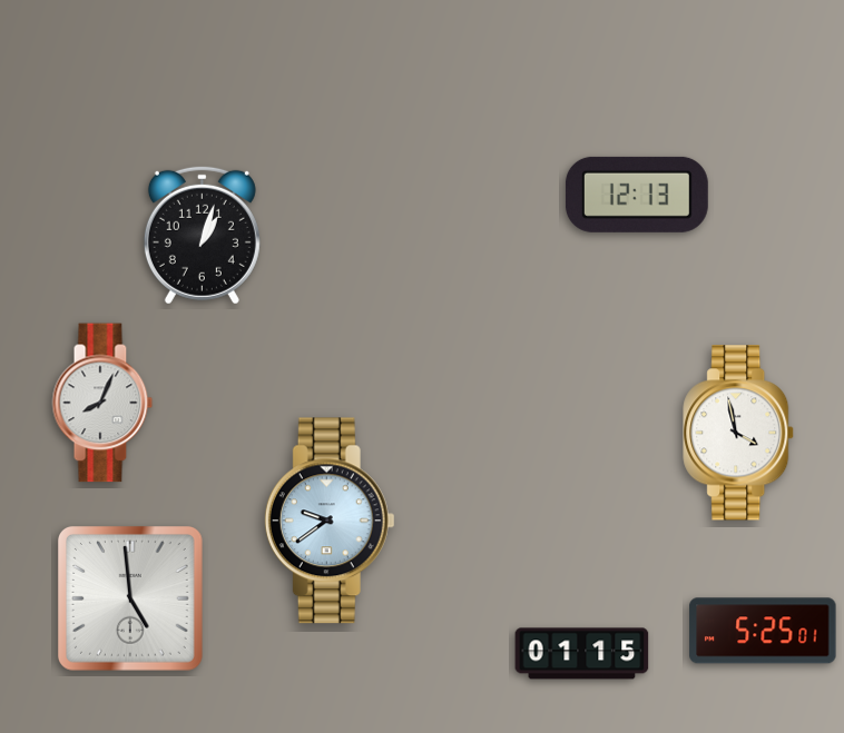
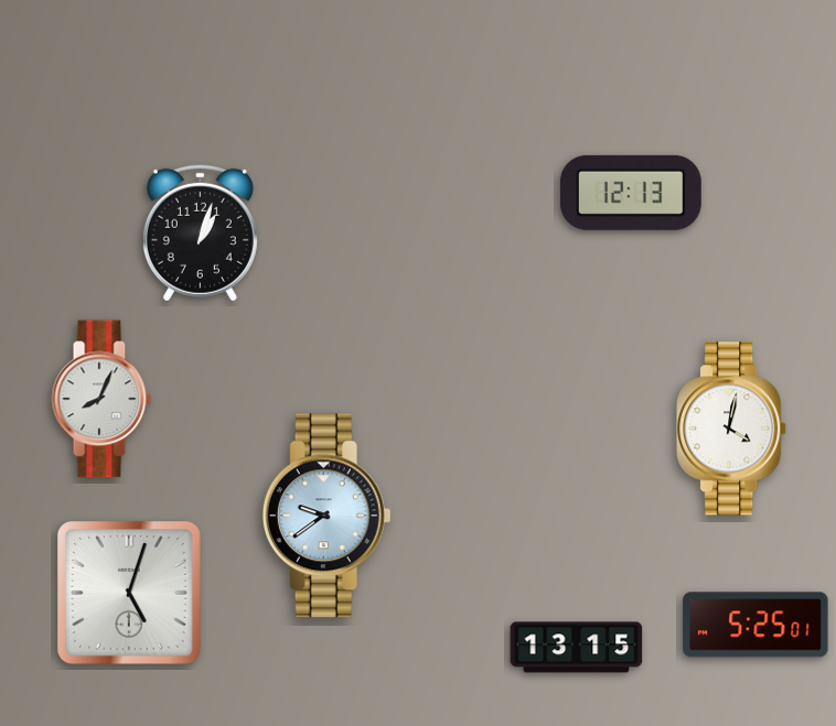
clock at (739, 433): 3:58 -> 4:02
clock at (130, 598): 4:59 -> 5:03
clock at (582, 654): 01:15 -> 13:15
